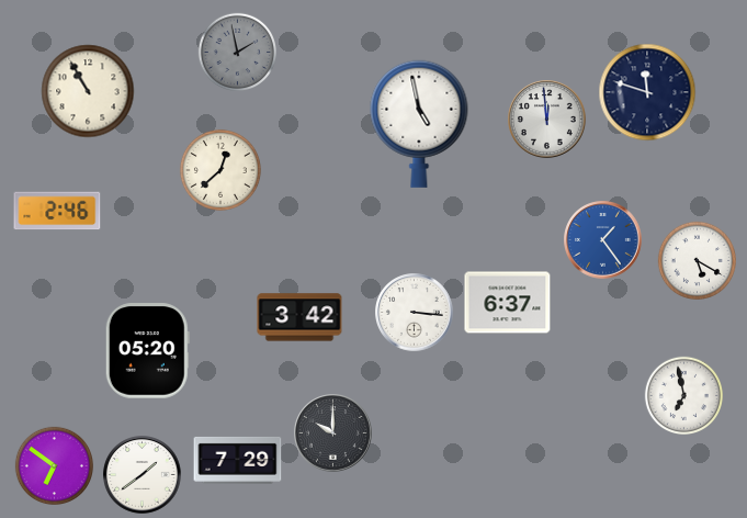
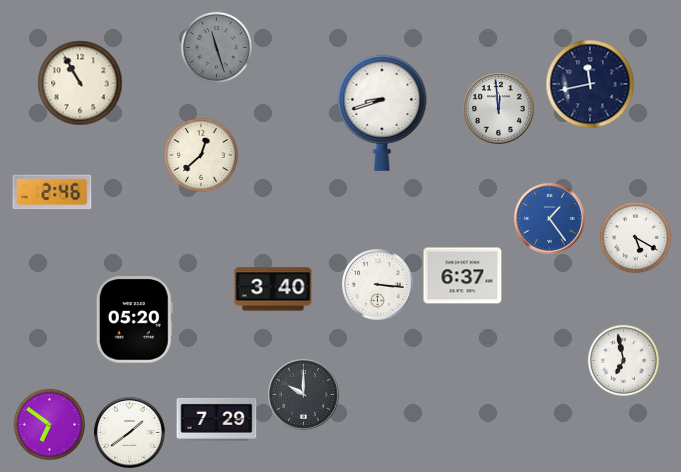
clock at (237, 52): 1:58 -> 11:27
clock at (647, 92): 11:48 -> 11:43
clock at (419, 124): 4:58 -> 8:42
clock at (299, 317): 3:42 -> 3:40
